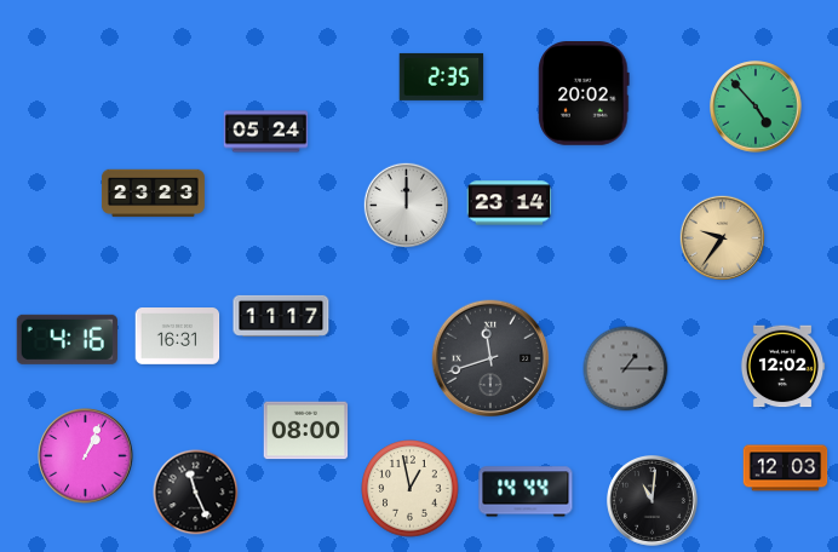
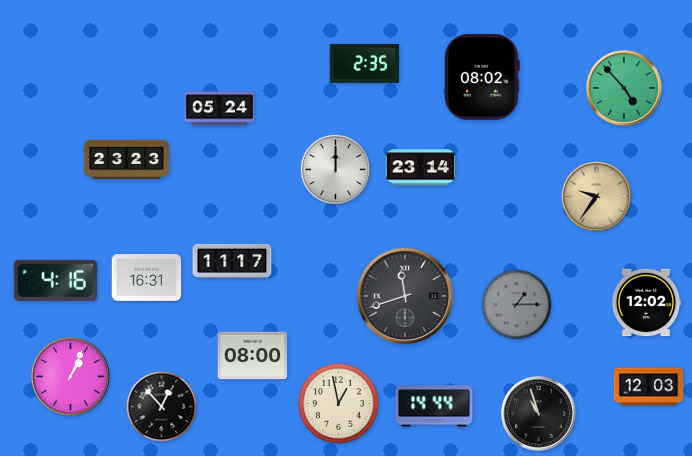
clock at (584, 94): 20:02 -> 08:02
clock at (196, 493): 11:26 -> 12:53
clock at (653, 501): 11:01 -> 10:57
